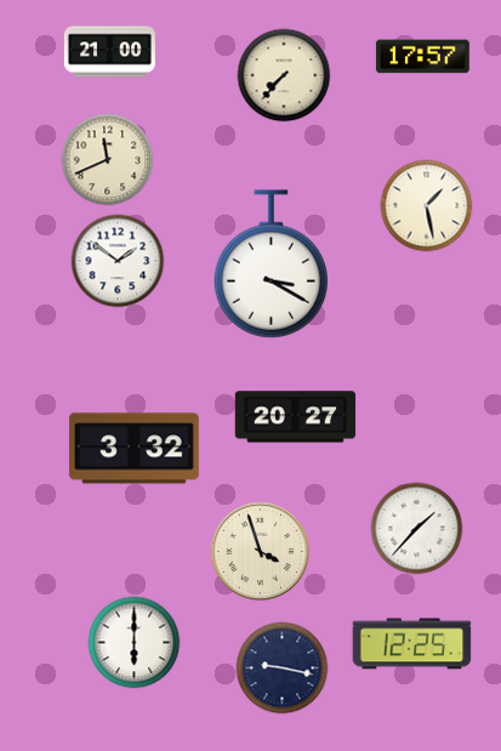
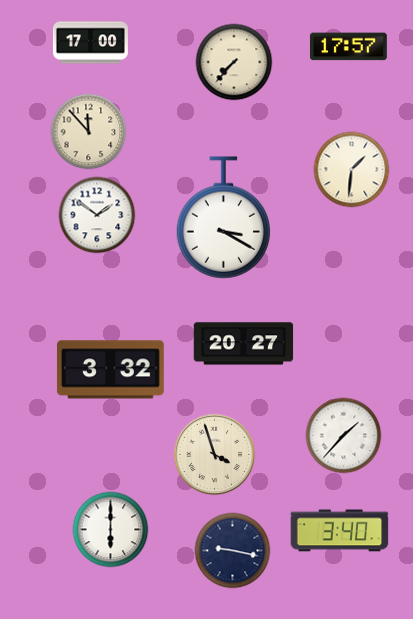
clock at (109, 52): 21:00 -> 17:00
clock at (108, 160): 11:41 -> 11:53
clock at (427, 206): 1:28 -> 1:31
clock at (412, 644): 12:25 -> 3:40
